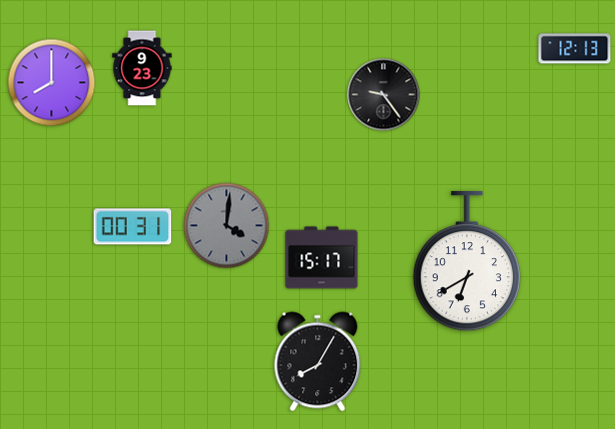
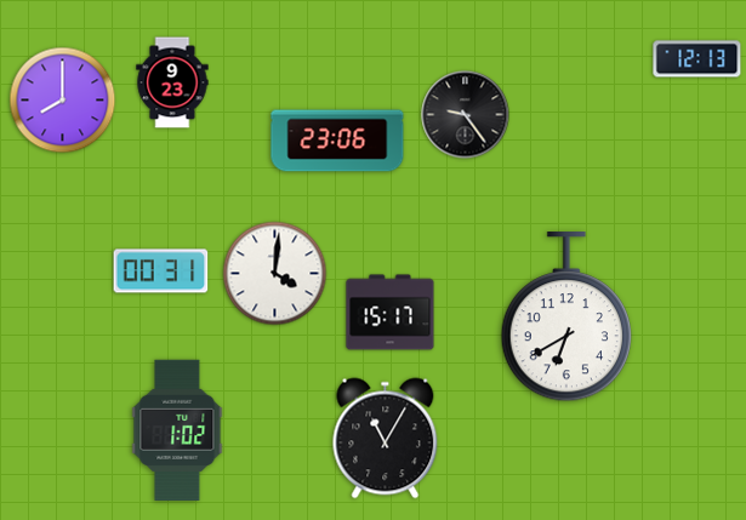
clock at (337, 141): none -> 23:06
clock at (227, 226) dial: grey -> white
clock at (133, 227) position: (133, 227) -> (161, 272)
clock at (177, 429): none -> 1:02
clock at (318, 362): 8:05 -> 11:05
